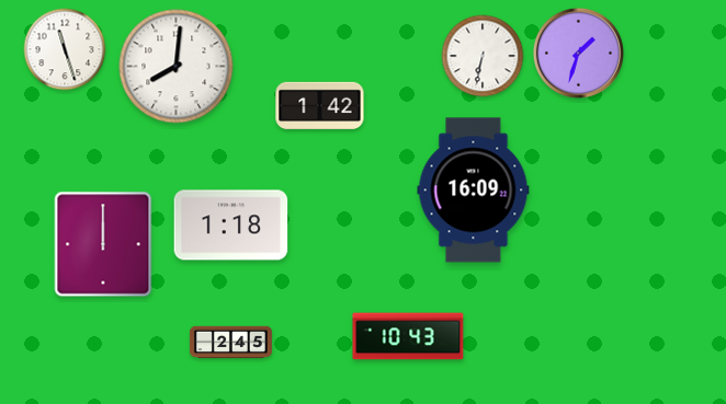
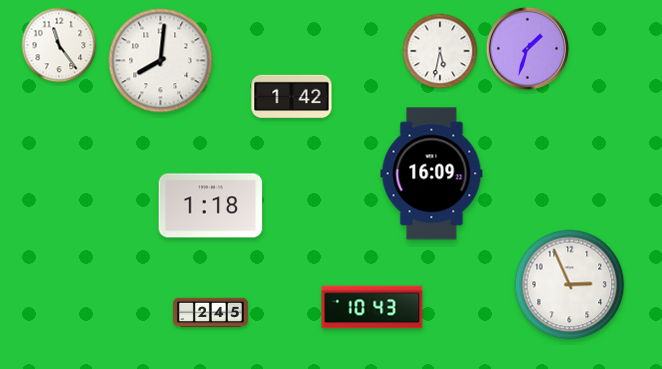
clock at (65, 49): 11:27 -> 11:24
clock at (483, 56): 6:32 -> 5:32
clock at (103, 244): 12:00 -> none
clock at (570, 285): none -> 2:56
